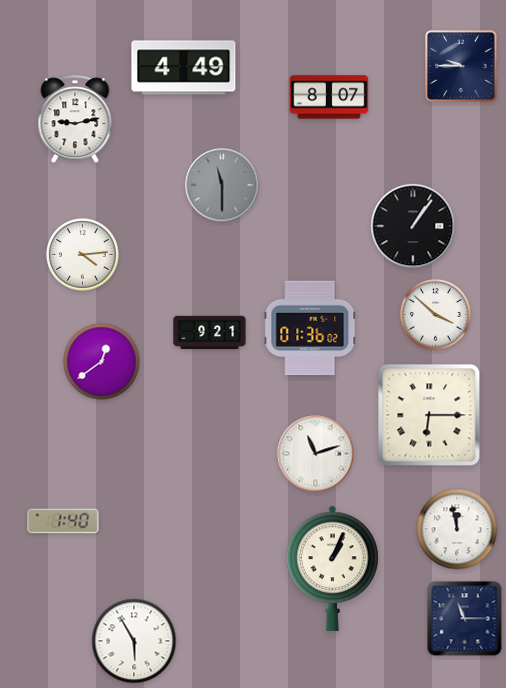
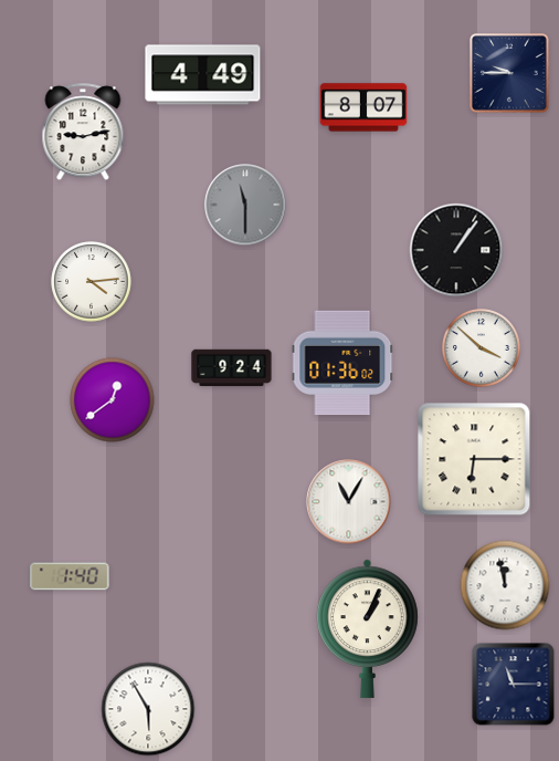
clock at (210, 333): 9:21 -> 9:24
clock at (316, 454): 11:12 -> 11:05
